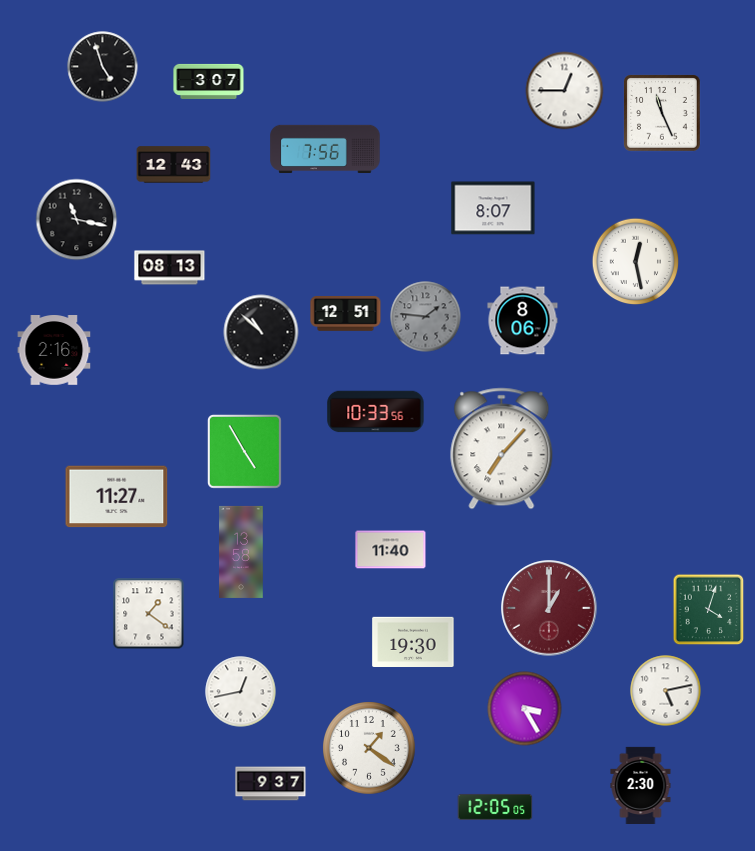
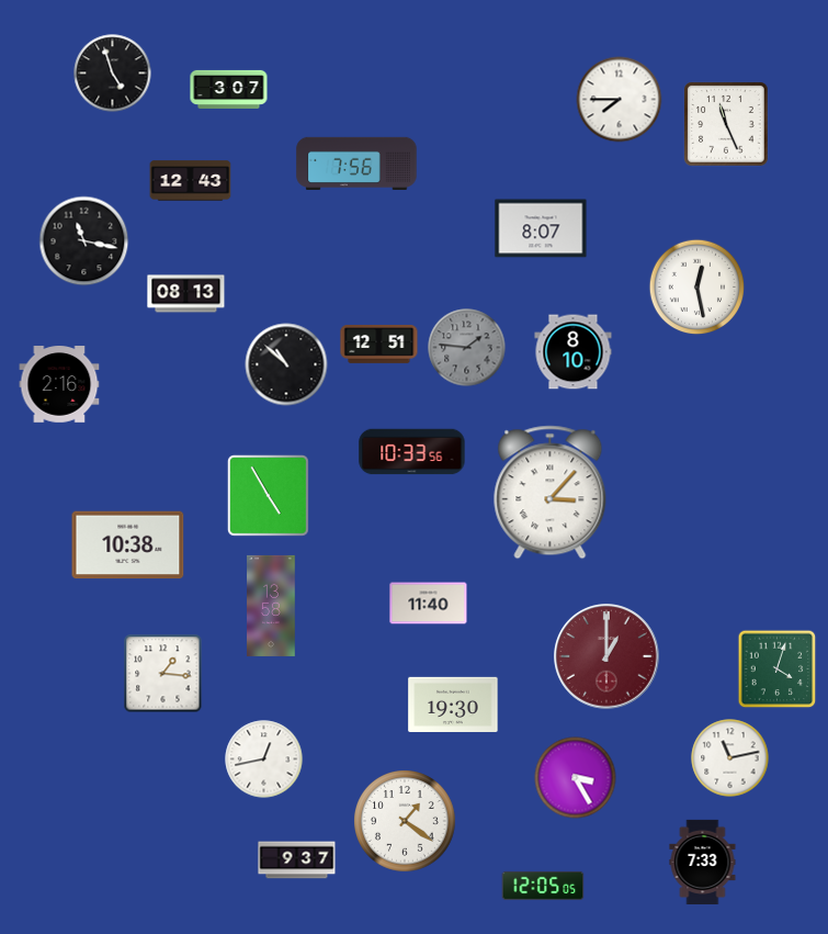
clock at (565, 91): 12:45 -> 7:45
clock at (523, 321): 8:06 -> 8:10
clock at (502, 449): 7:07 -> 3:07
clock at (117, 497): 11:27 -> 10:38
clock at (241, 552) position: (241, 552) -> (271, 606)
clock at (549, 608) position: (549, 608) -> (606, 656)
clock at (149, 614): 1:21 -> 1:16
clock at (666, 691): 5:13 -> 11:13
clock at (641, 785): 2:30 -> 7:33
